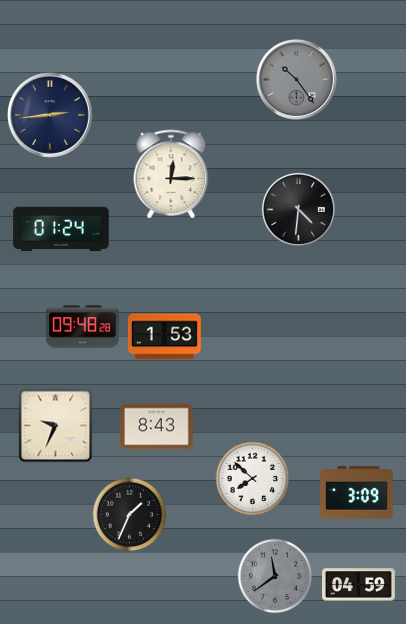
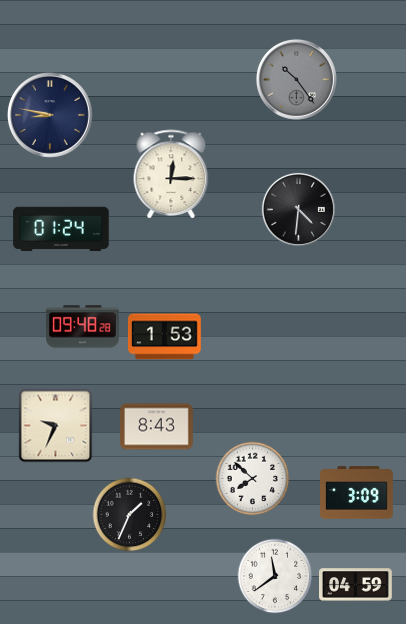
clock at (50, 115): 2:44 -> 8:47
clock at (275, 576) dial: grey -> white
clock at (359, 585) position: (359, 585) -> (356, 585)
